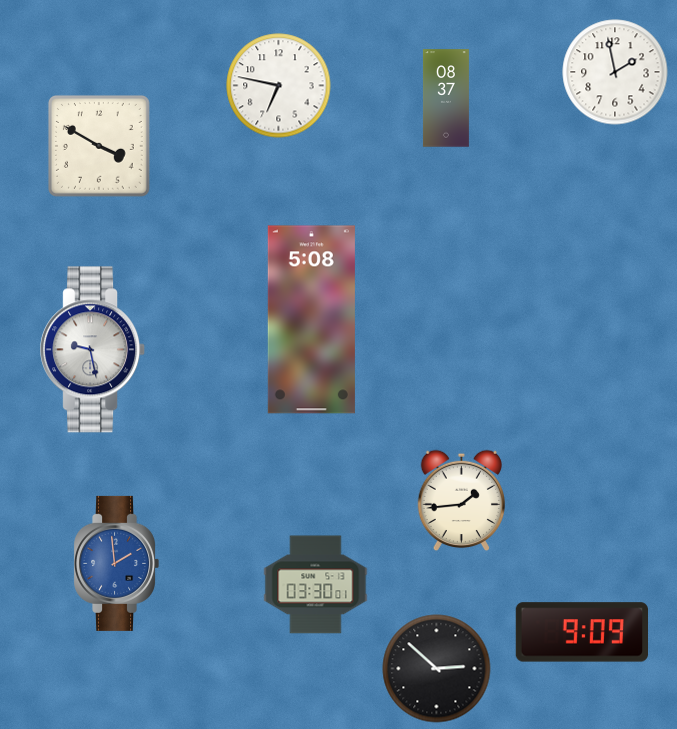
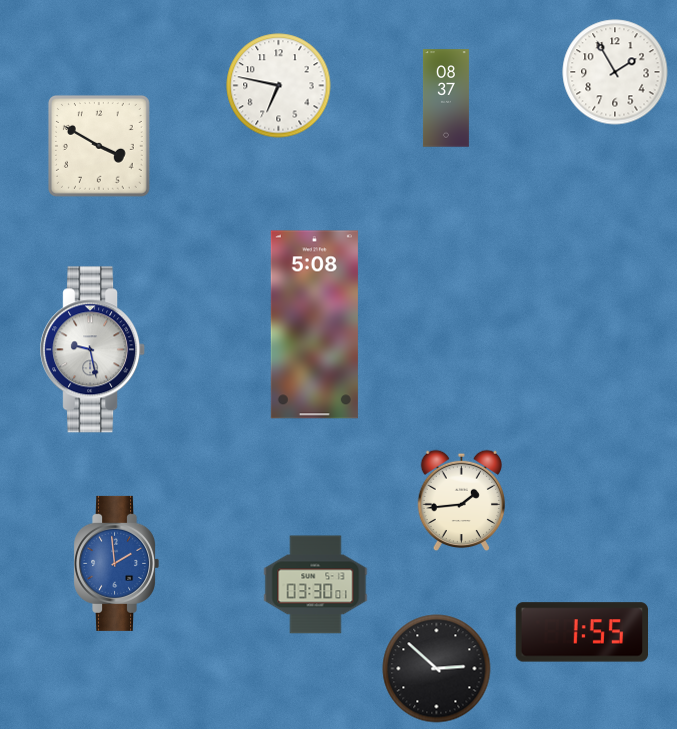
clock at (615, 72): 1:58 -> 1:55
clock at (311, 320) position: (311, 320) -> (314, 325)
clock at (581, 632): 9:09 -> 1:55
